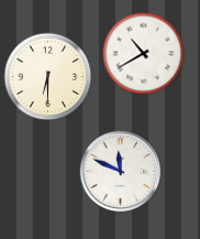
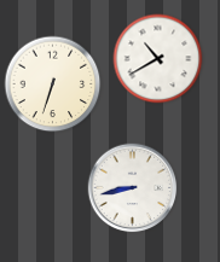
clock at (48, 77): 6:30 -> 6:33
clock at (121, 172): 11:49 -> 8:43
